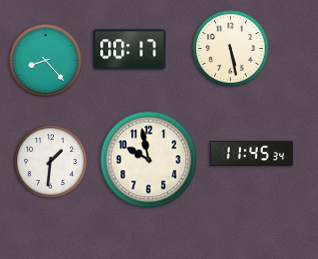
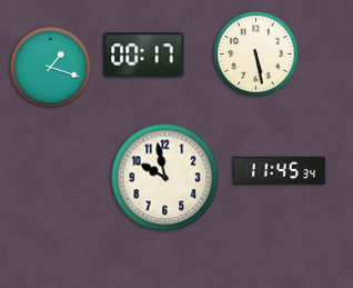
clock at (46, 61): 8:23 -> 1:18
clock at (51, 162): 1:31 -> none
